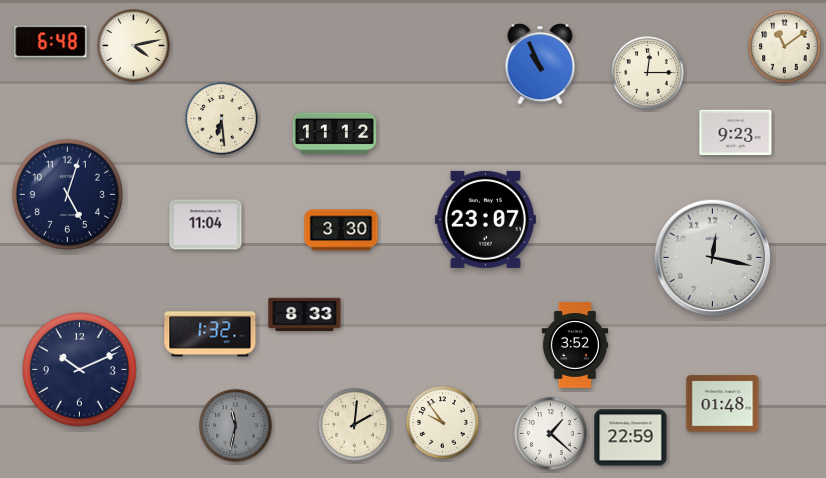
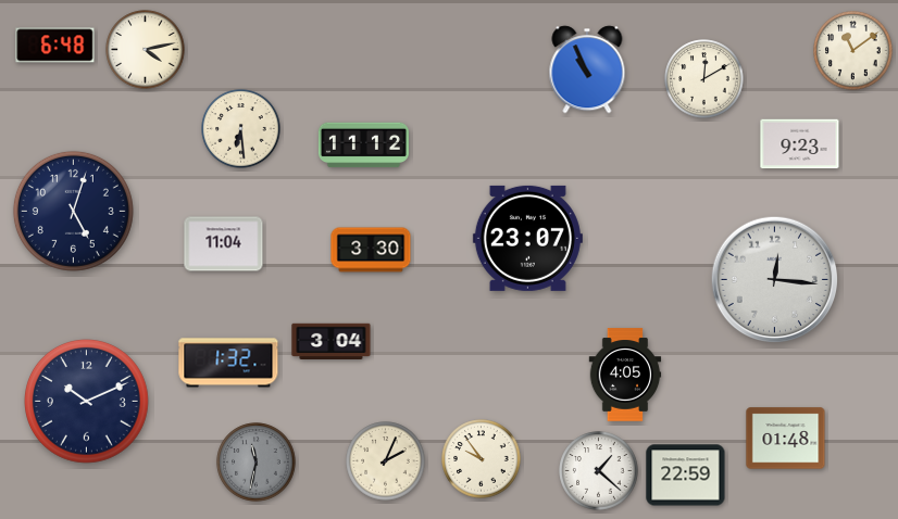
clock at (648, 73): 12:15 -> 12:10
clock at (712, 257): 12:17 -> 12:16
clock at (305, 315): 8:33 -> 3:04
clock at (575, 345): 3:52 -> 4:05
clock at (355, 425): 2:01 -> 2:04
